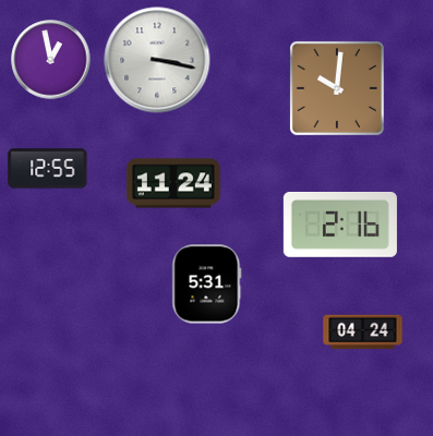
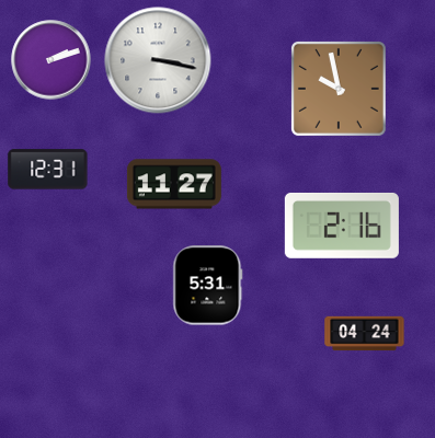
clock at (51, 60): 12:58 -> 2:12
clock at (337, 88): 10:01 -> 9:58
clock at (48, 169): 12:55 -> 12:31
clock at (173, 183): 11:24 -> 11:27
